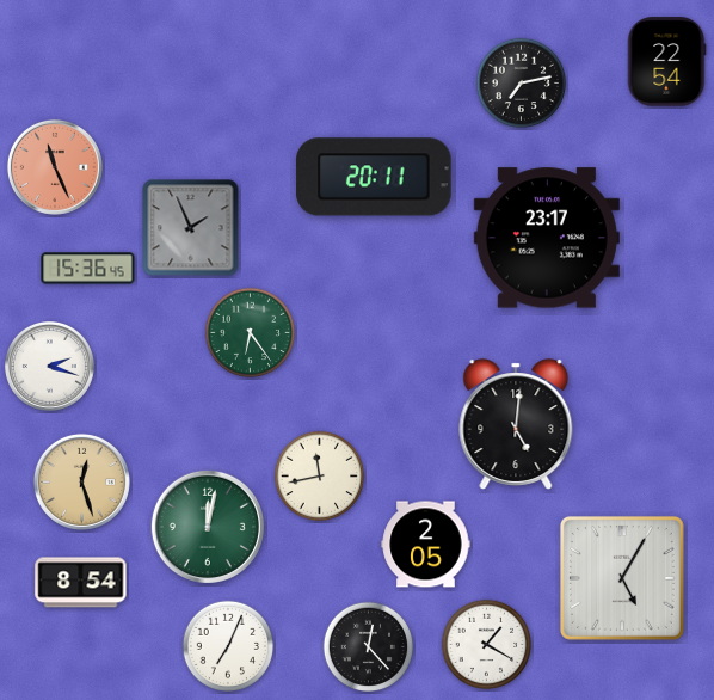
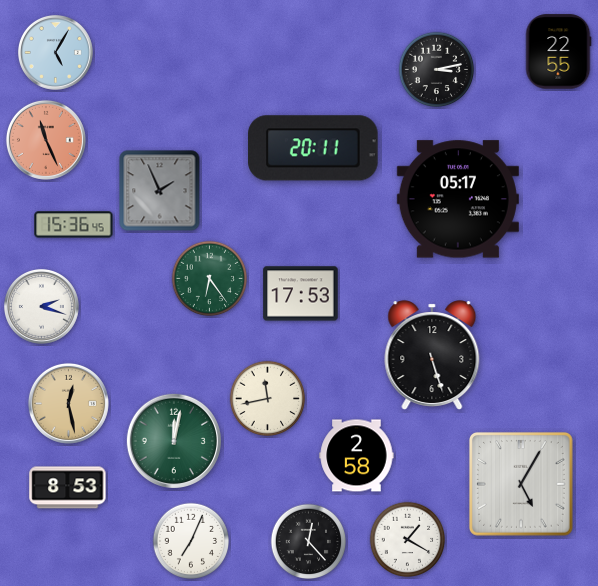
clock at (55, 52): none -> 5:05
clock at (666, 62): 22:54 -> 22:55
clock at (522, 84): 7:13 -> 3:13
clock at (547, 238): 23:17 -> 05:17
clock at (301, 294): none -> 17:53
clock at (516, 424): 5:01 -> 5:27
clock at (81, 481): 12:27 -> 12:28
clock at (426, 545): 2:05 -> 2:58
clock at (81, 583): 8:54 -> 8:53
